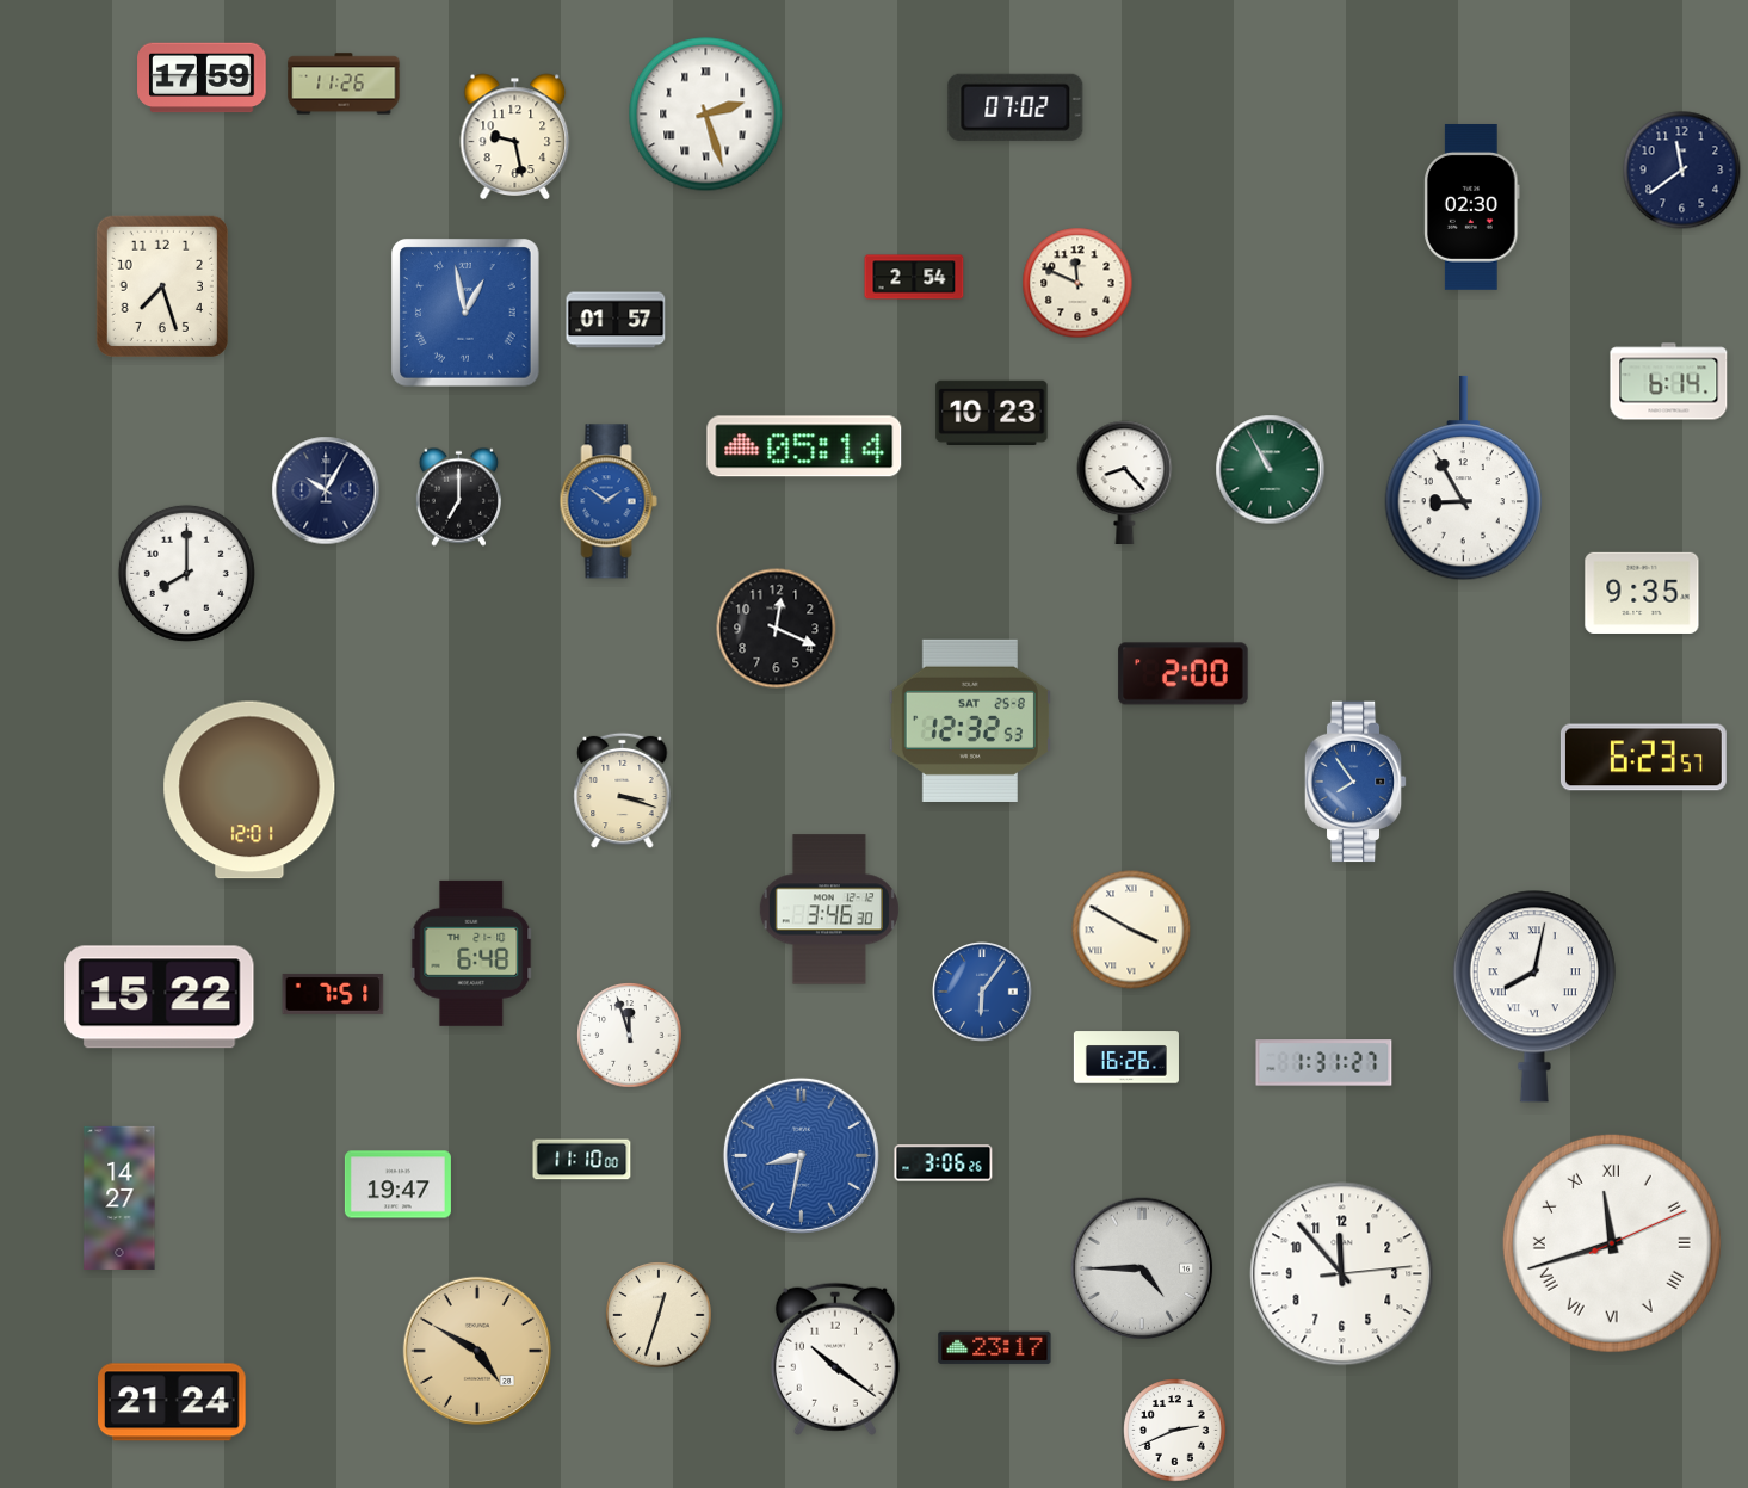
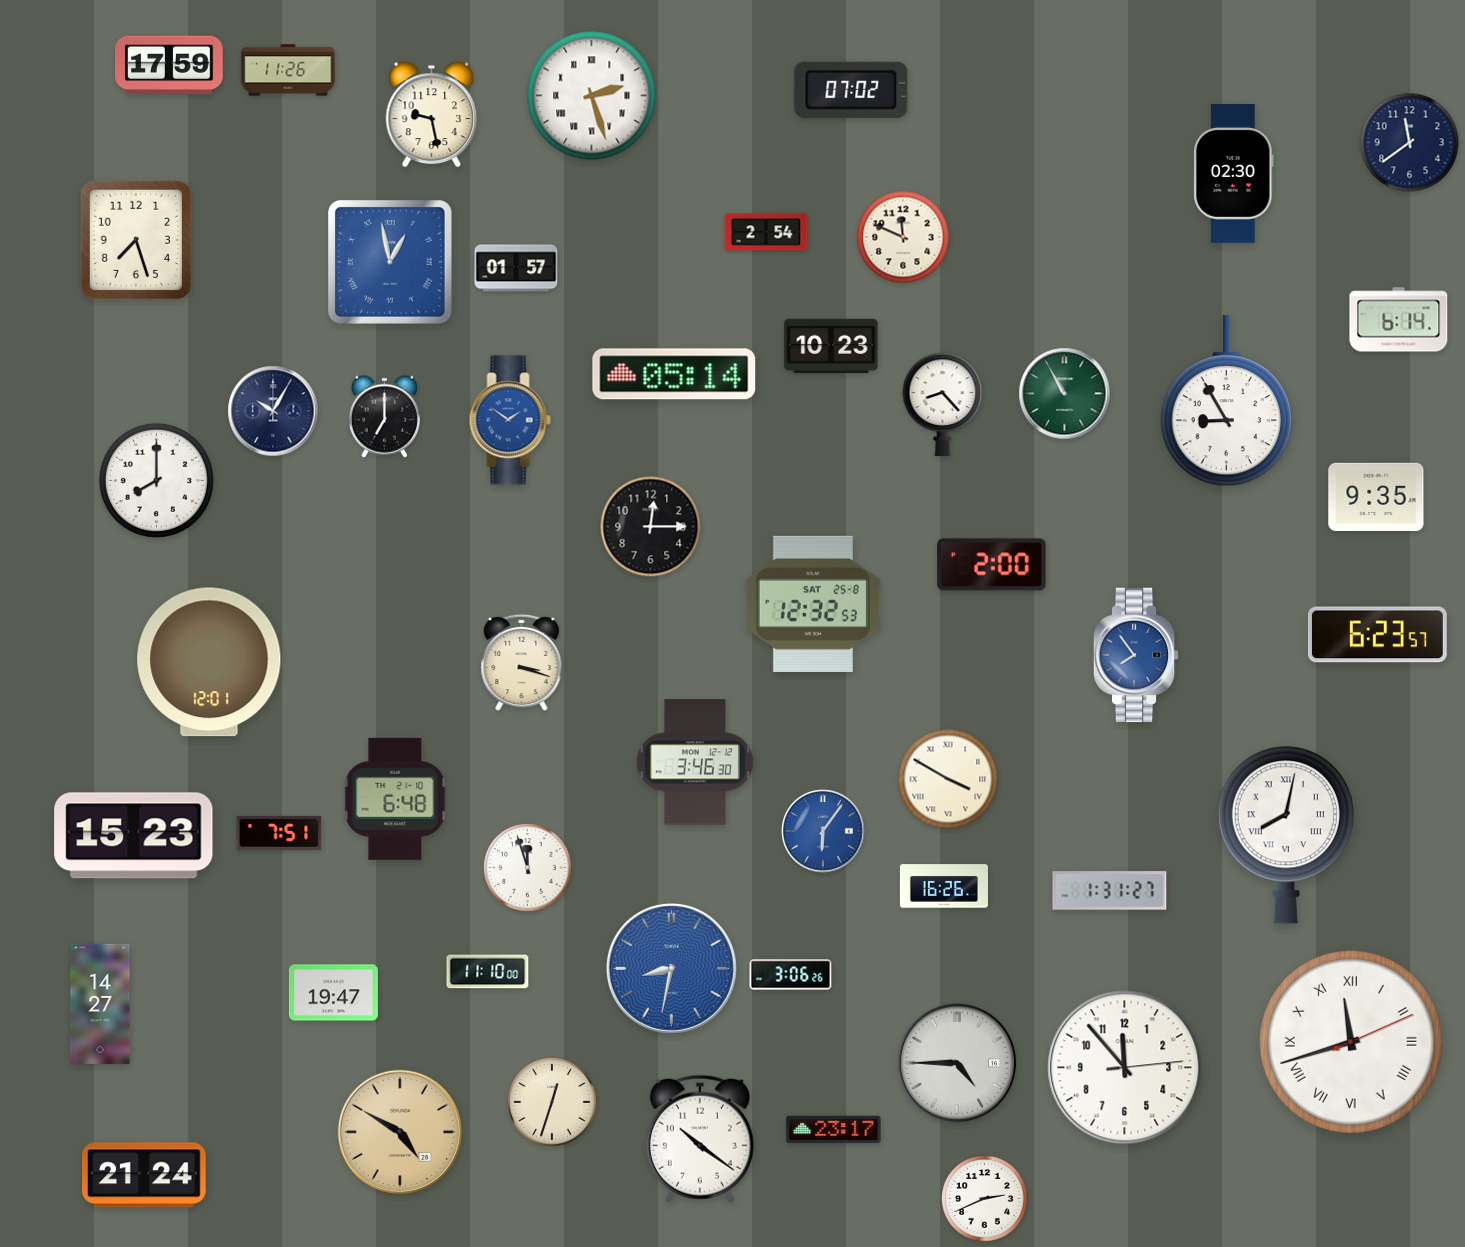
clock at (777, 629): 12:19 -> 12:15
clock at (160, 998): 15:22 -> 15:23
